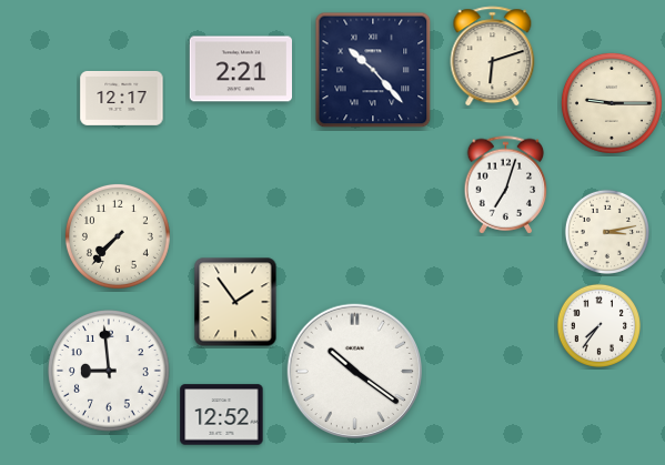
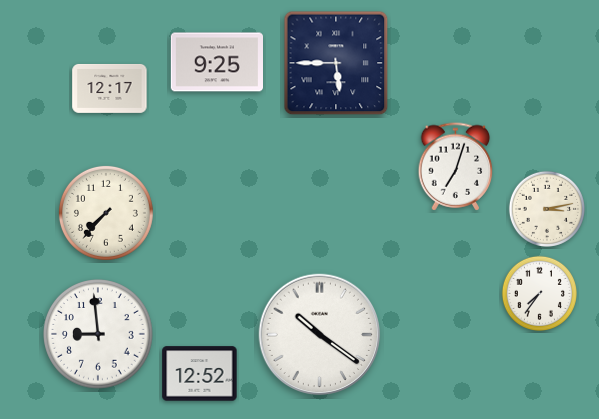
clock at (493, 57): 6:12 -> none
clock at (240, 69): 2:21 -> 9:25
clock at (373, 70): 10:23 -> 5:45
clock at (612, 103): 9:15 -> none
clock at (235, 302): 1:54 -> none
